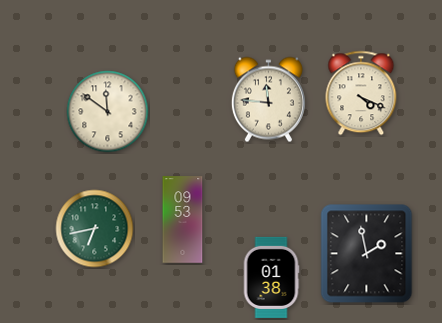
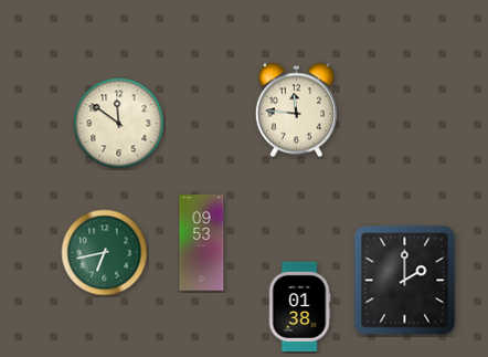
clock at (361, 93): 4:19 -> none
clock at (367, 254): 1:58 -> 2:00
